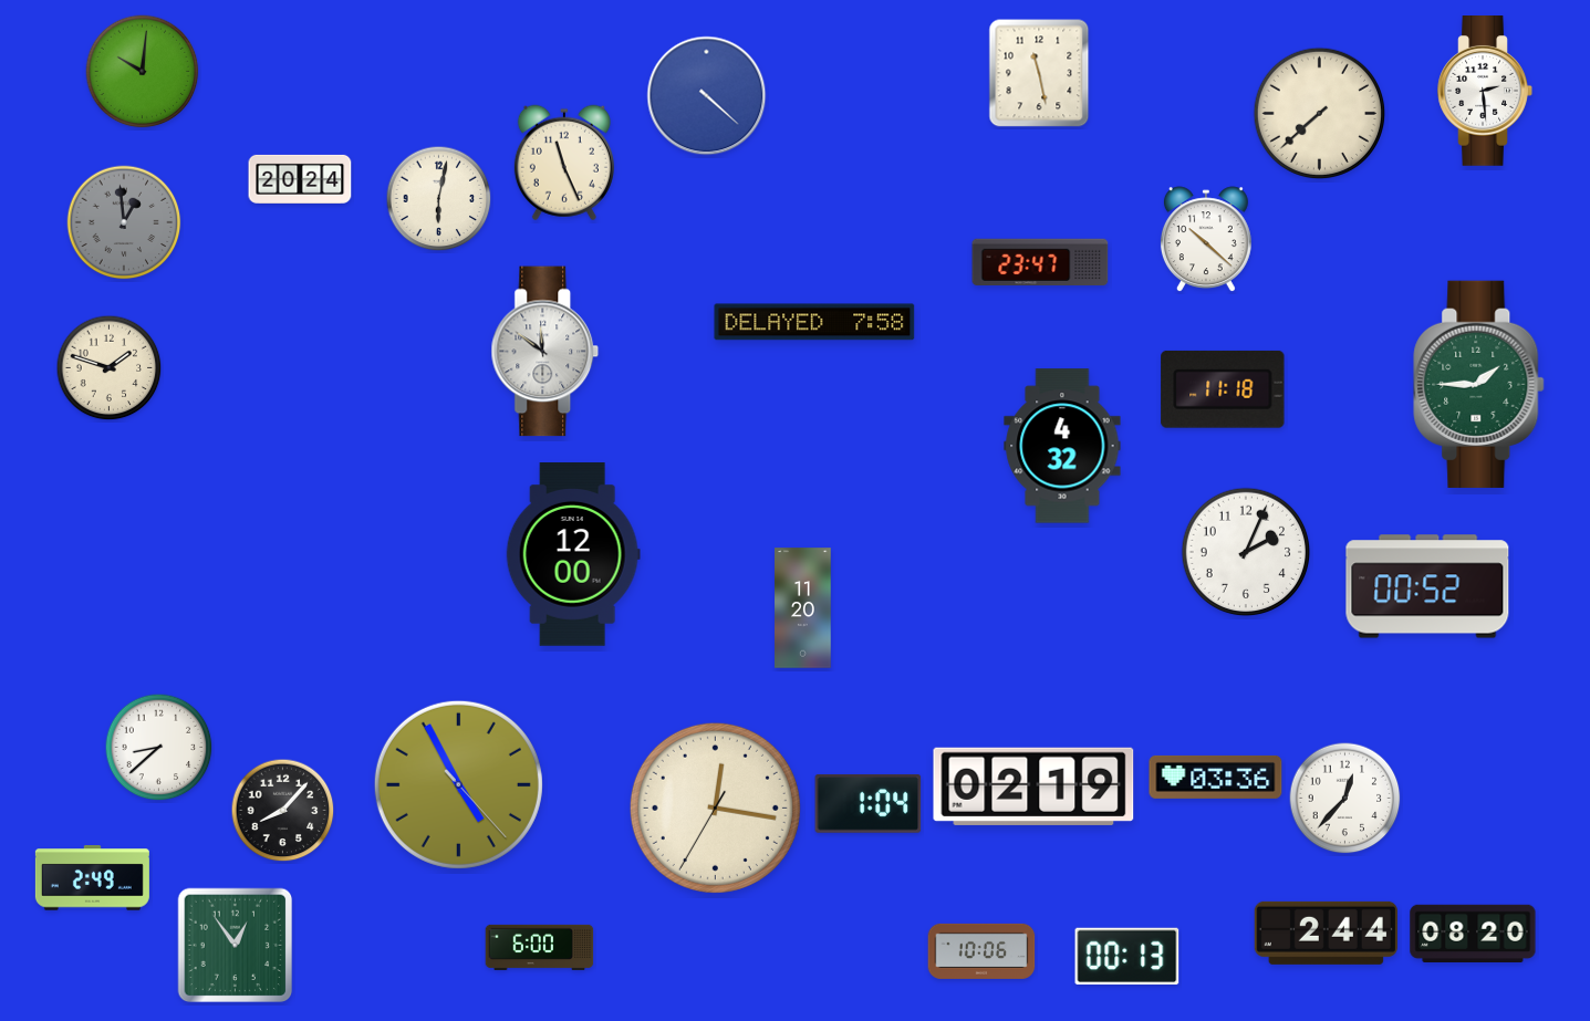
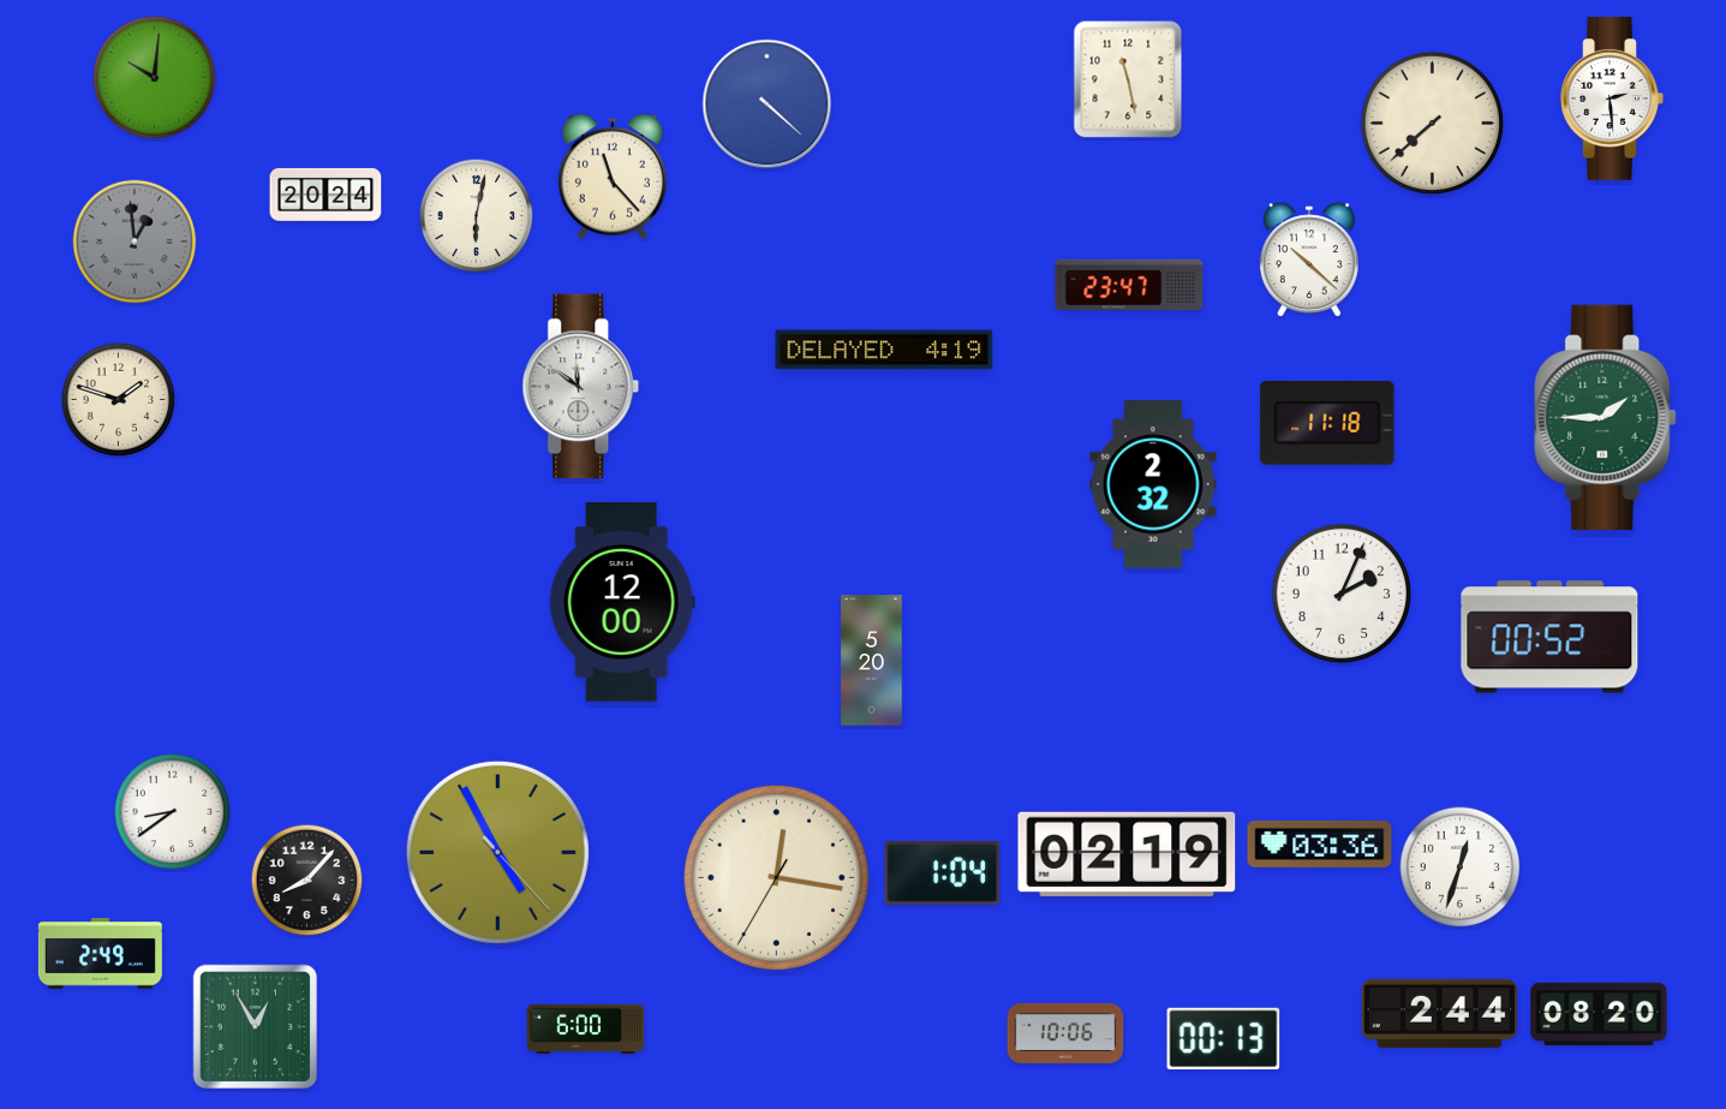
clock at (564, 163): 11:26 -> 11:23
clock at (814, 322): 7:58 -> 4:19
clock at (545, 352) position: (545, 352) -> (581, 387)
clock at (1062, 446): 4:32 -> 2:32
clock at (1246, 552) position: (1246, 552) -> (1342, 594)
clock at (803, 608): 11:20 -> 5:20
clock at (159, 748): 8:38 -> 8:39
clock at (1033, 786) position: (1033, 786) -> (1127, 854)
clock at (1345, 799): 12:37 -> 12:33
clock at (236, 946): 12:54 -> 12:55
